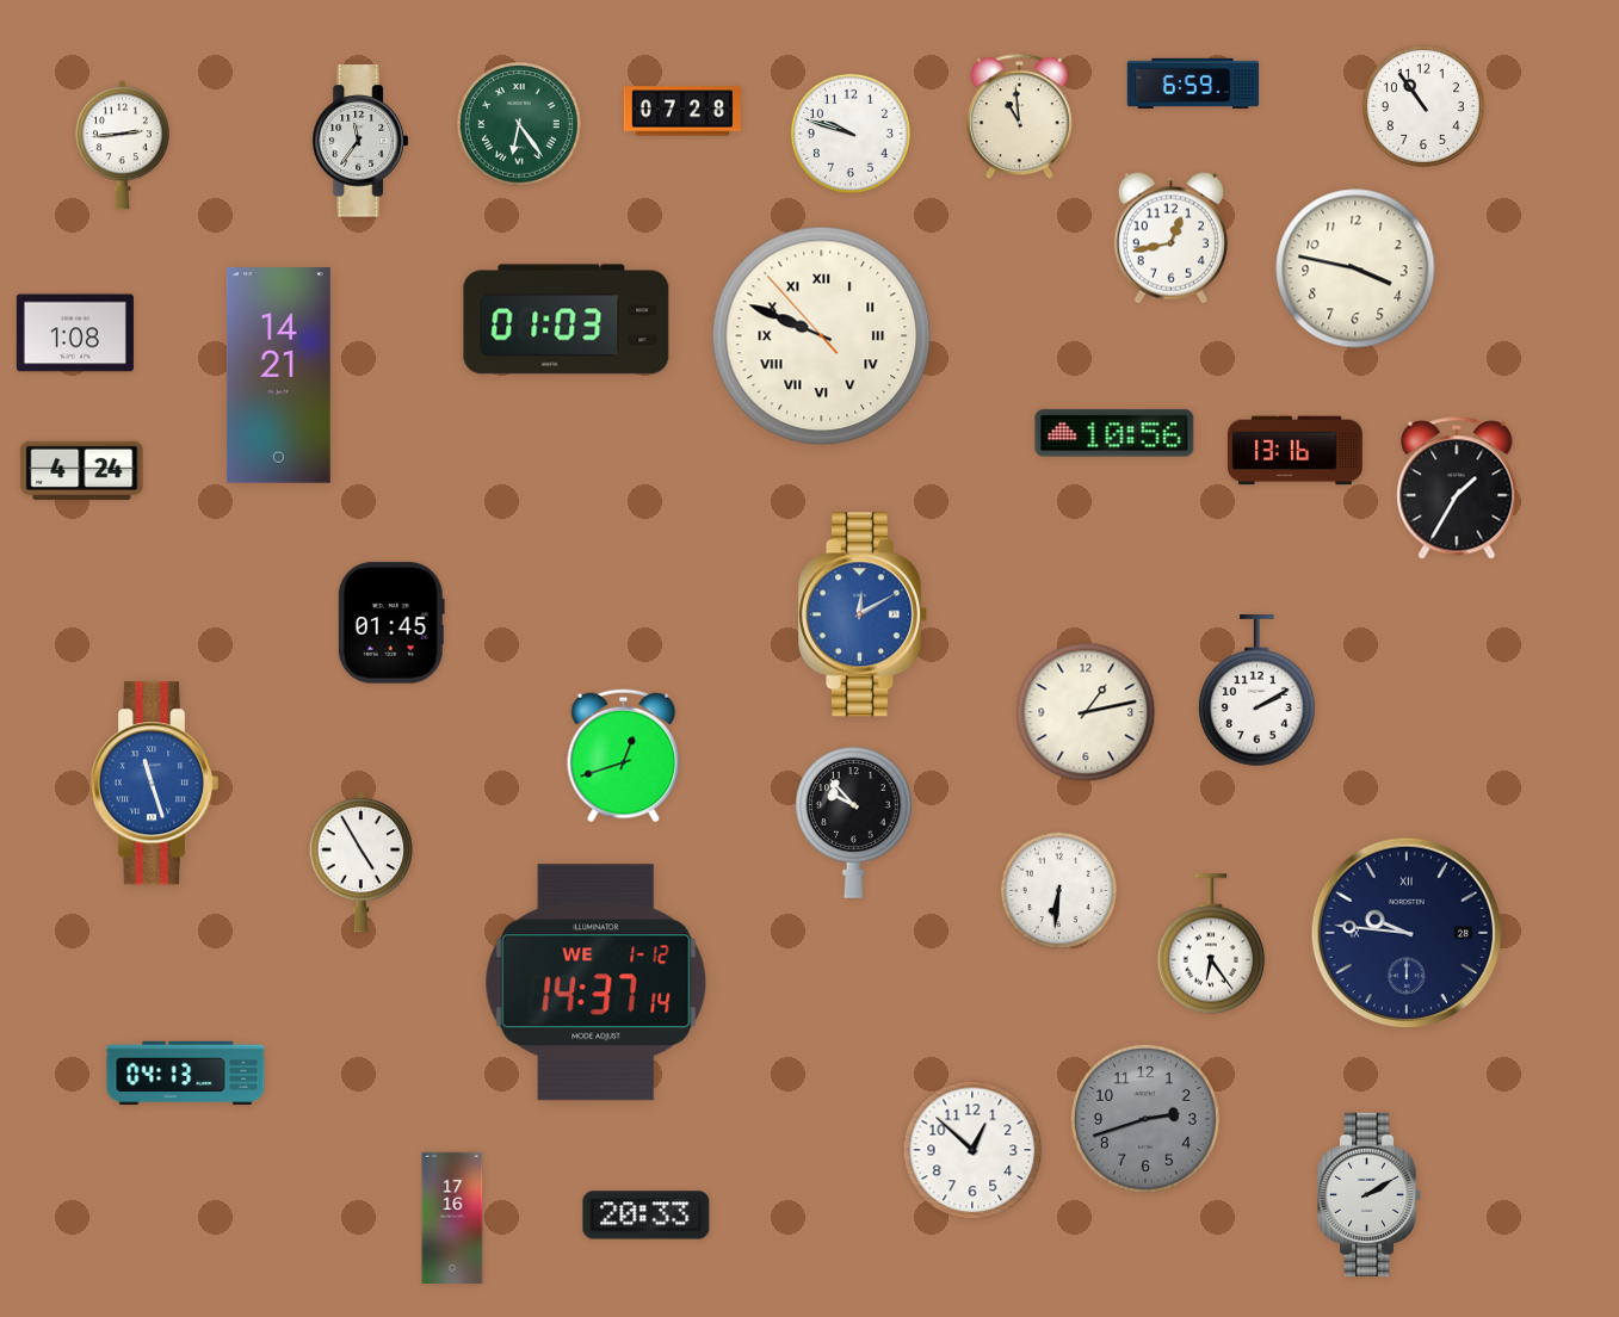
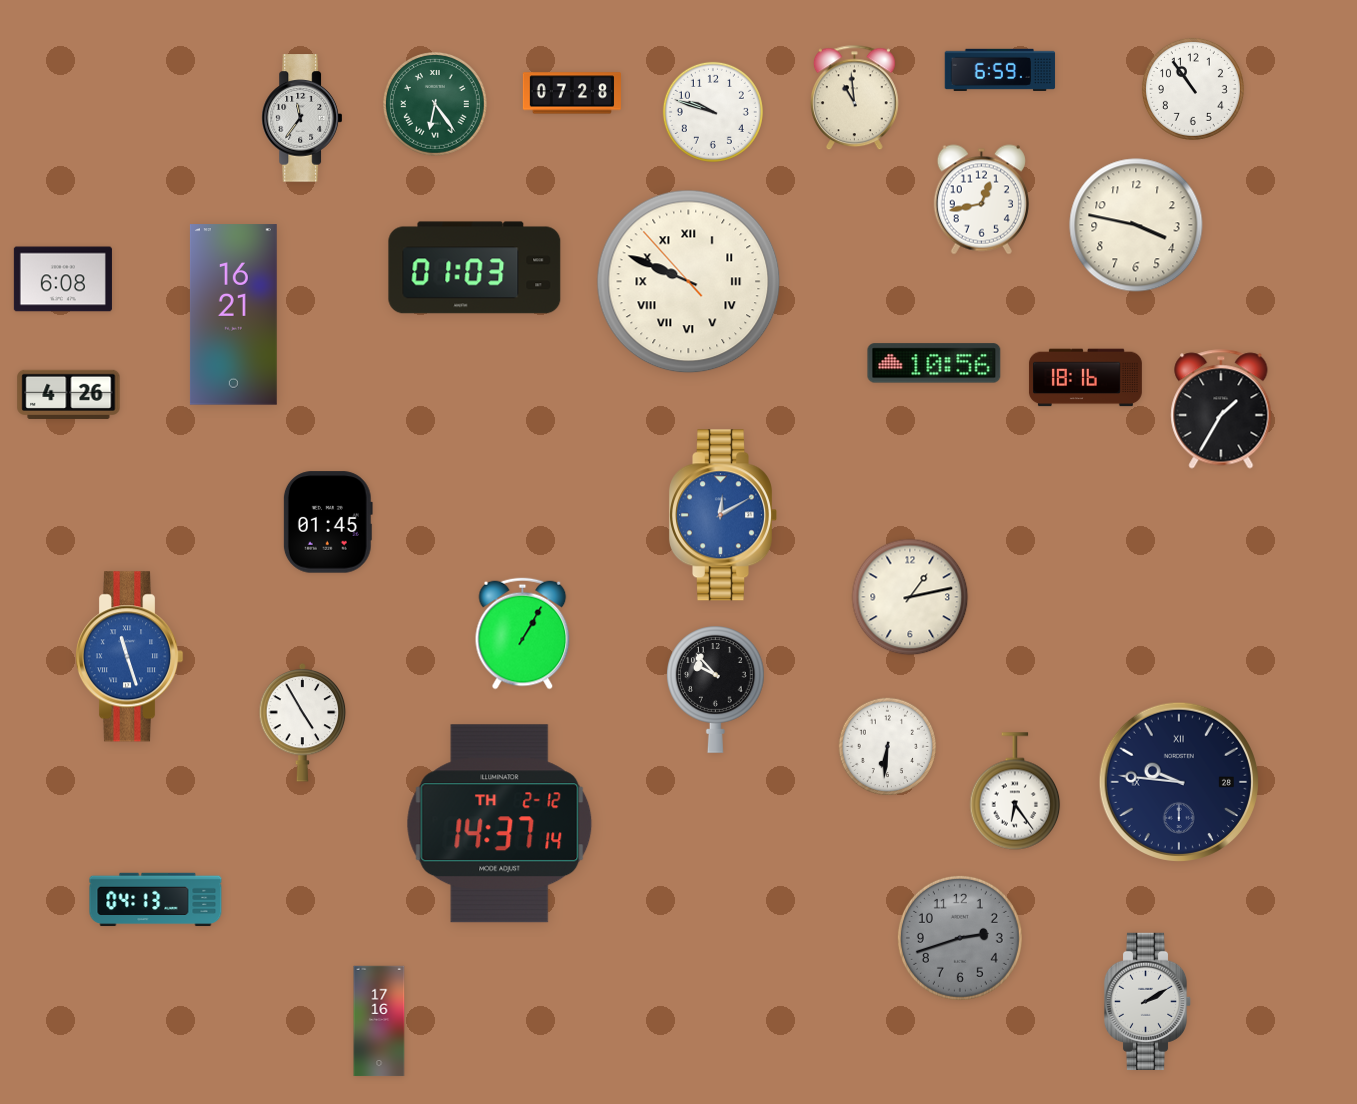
clock at (122, 146): 2:44 -> none
clock at (75, 333): 1:08 -> 6:08
clock at (278, 376): 14:21 -> 16:21
clock at (1294, 451): 13:16 -> 18:16
clock at (82, 470): 4:24 -> 4:26
clock at (1257, 692): 2:10 -> none
clock at (624, 756): 12:42 -> 1:05
clock at (597, 983) date: WE 1-12 -> TH 2-12
clock at (972, 1150): 12:52 -> none
clock at (647, 1216): 20:33 -> none
